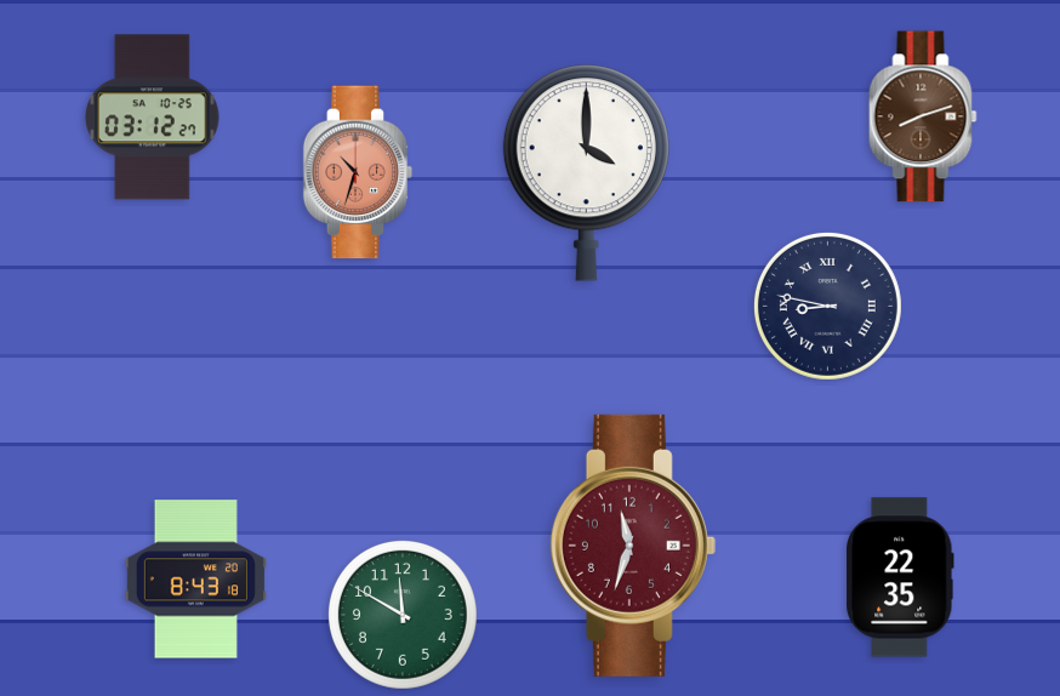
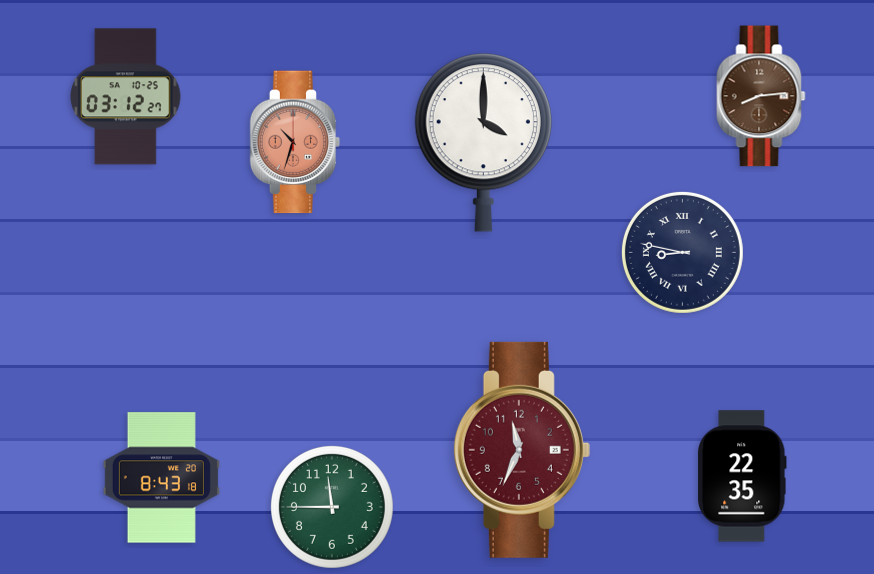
clock at (923, 116): 8:12 -> 8:14
clock at (633, 546): 11:33 -> 11:34
clock at (403, 615): 11:50 -> 11:45
